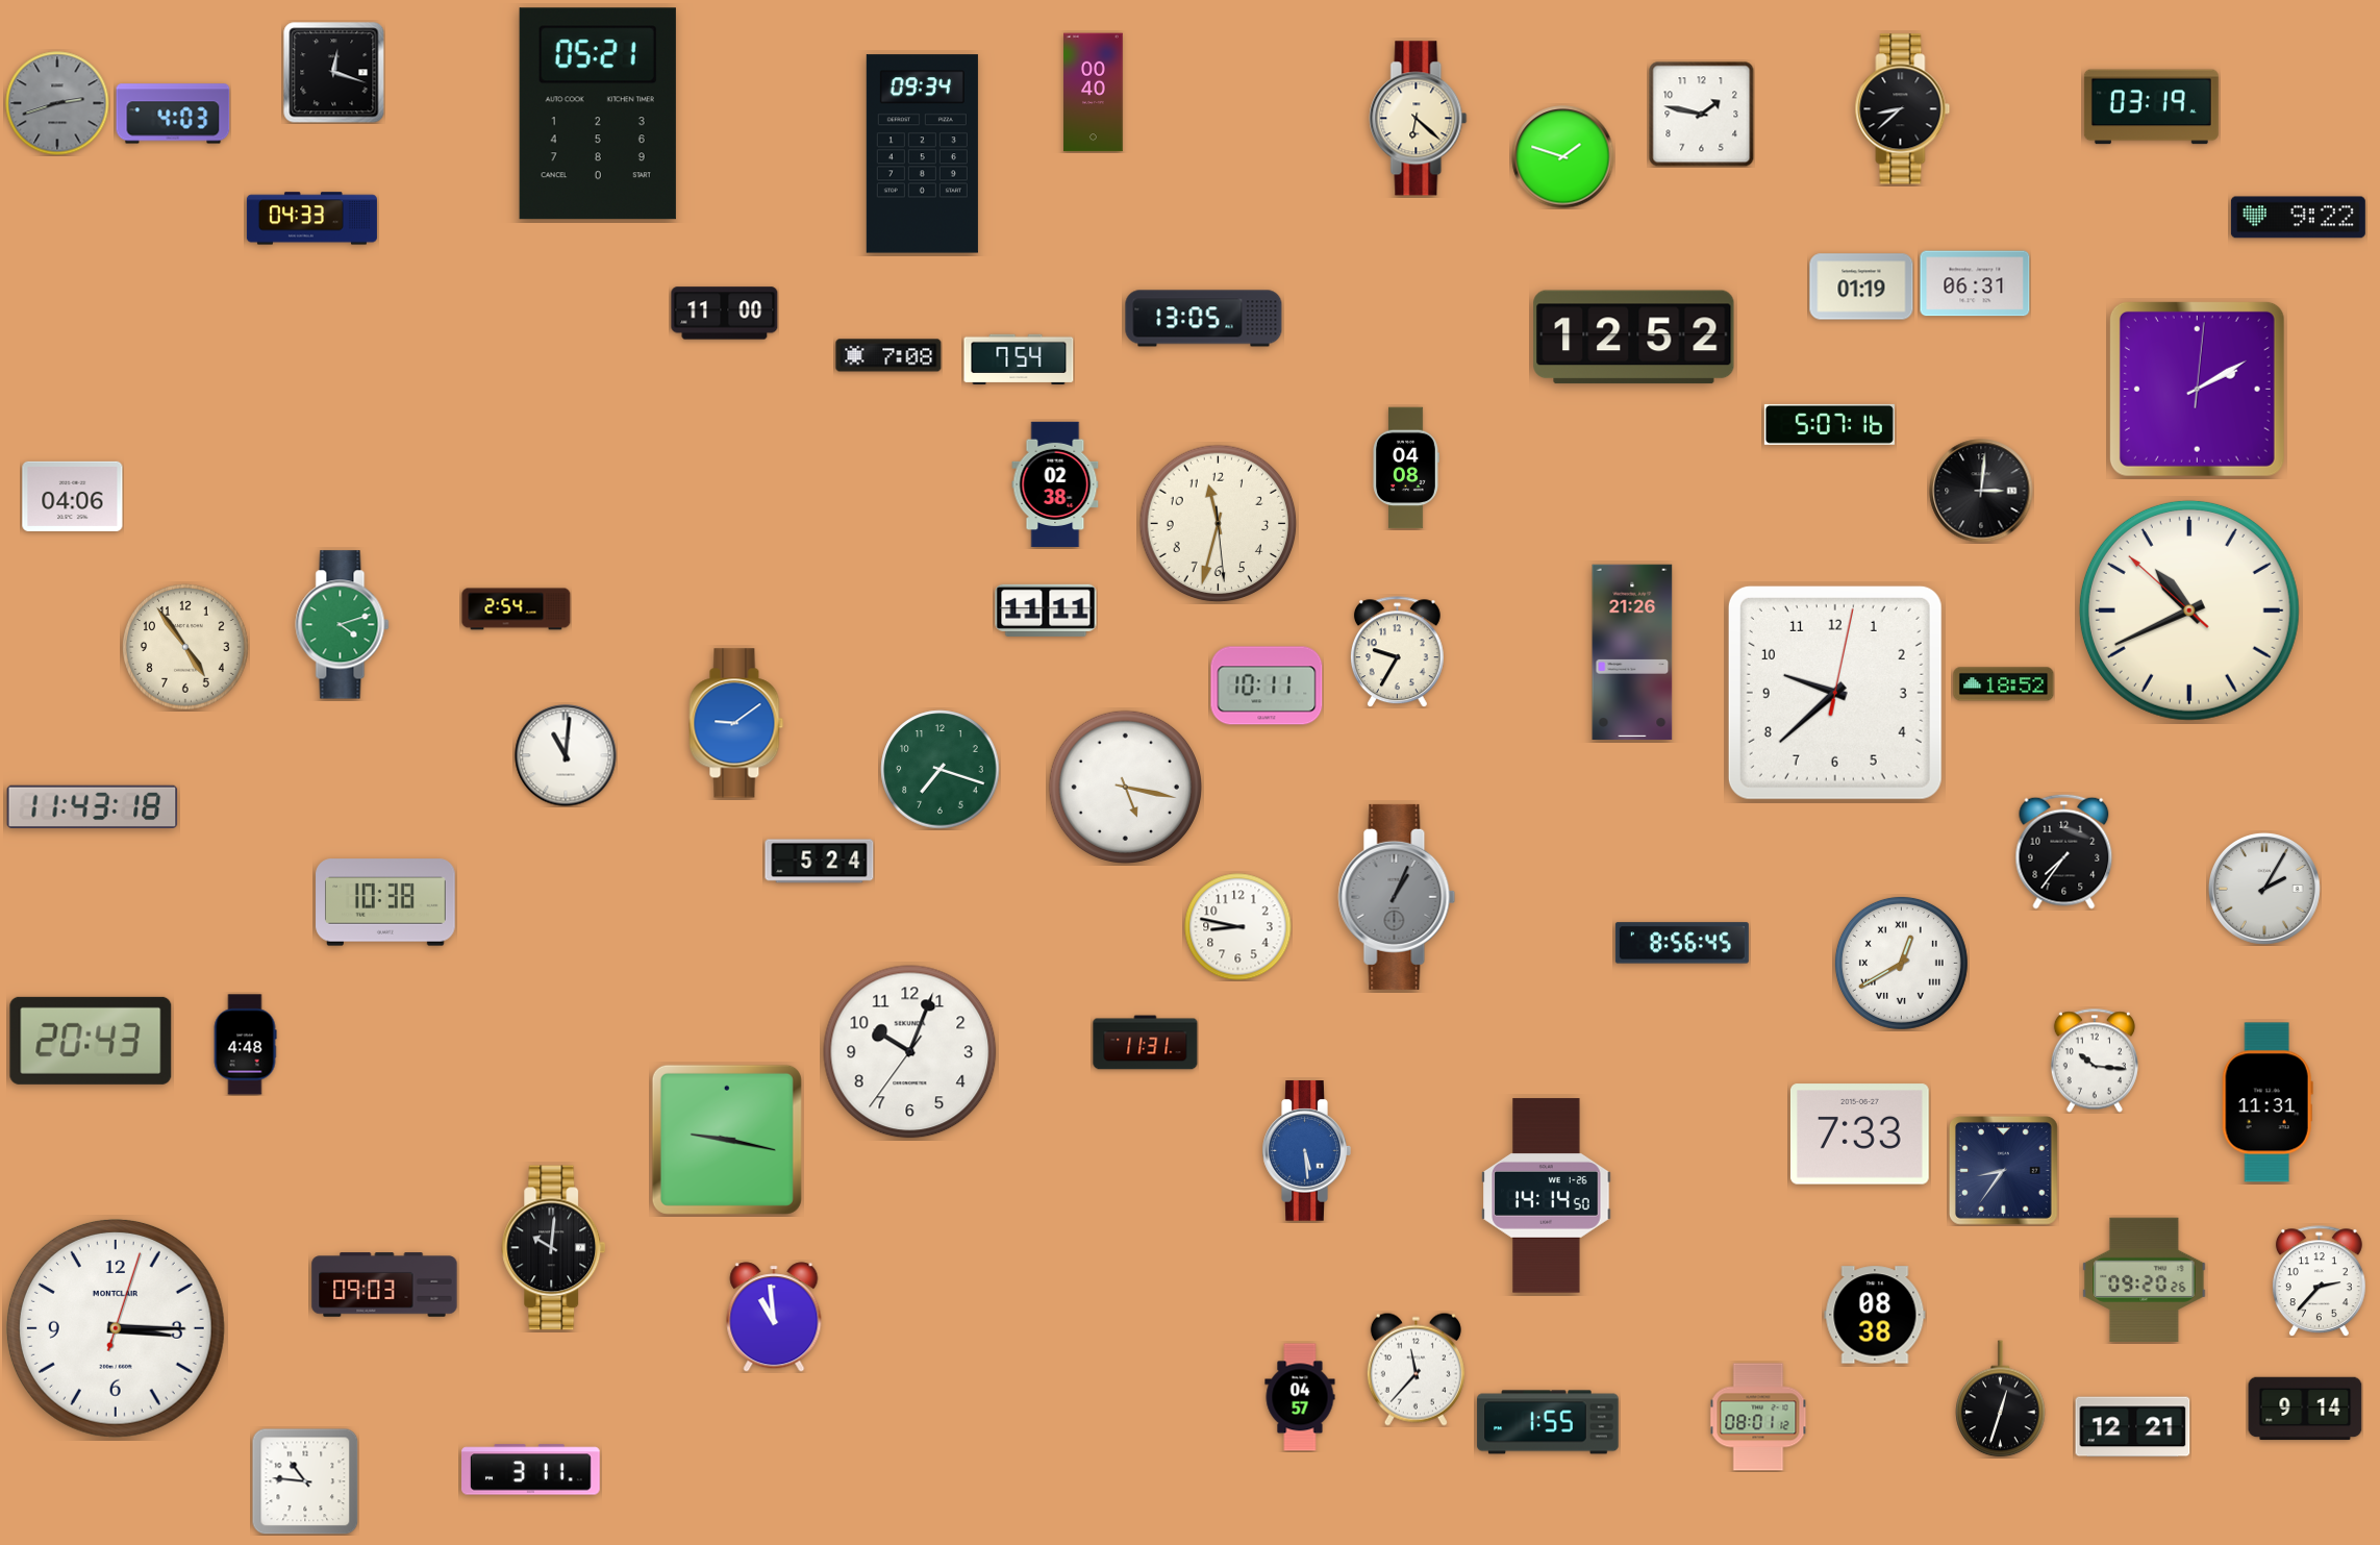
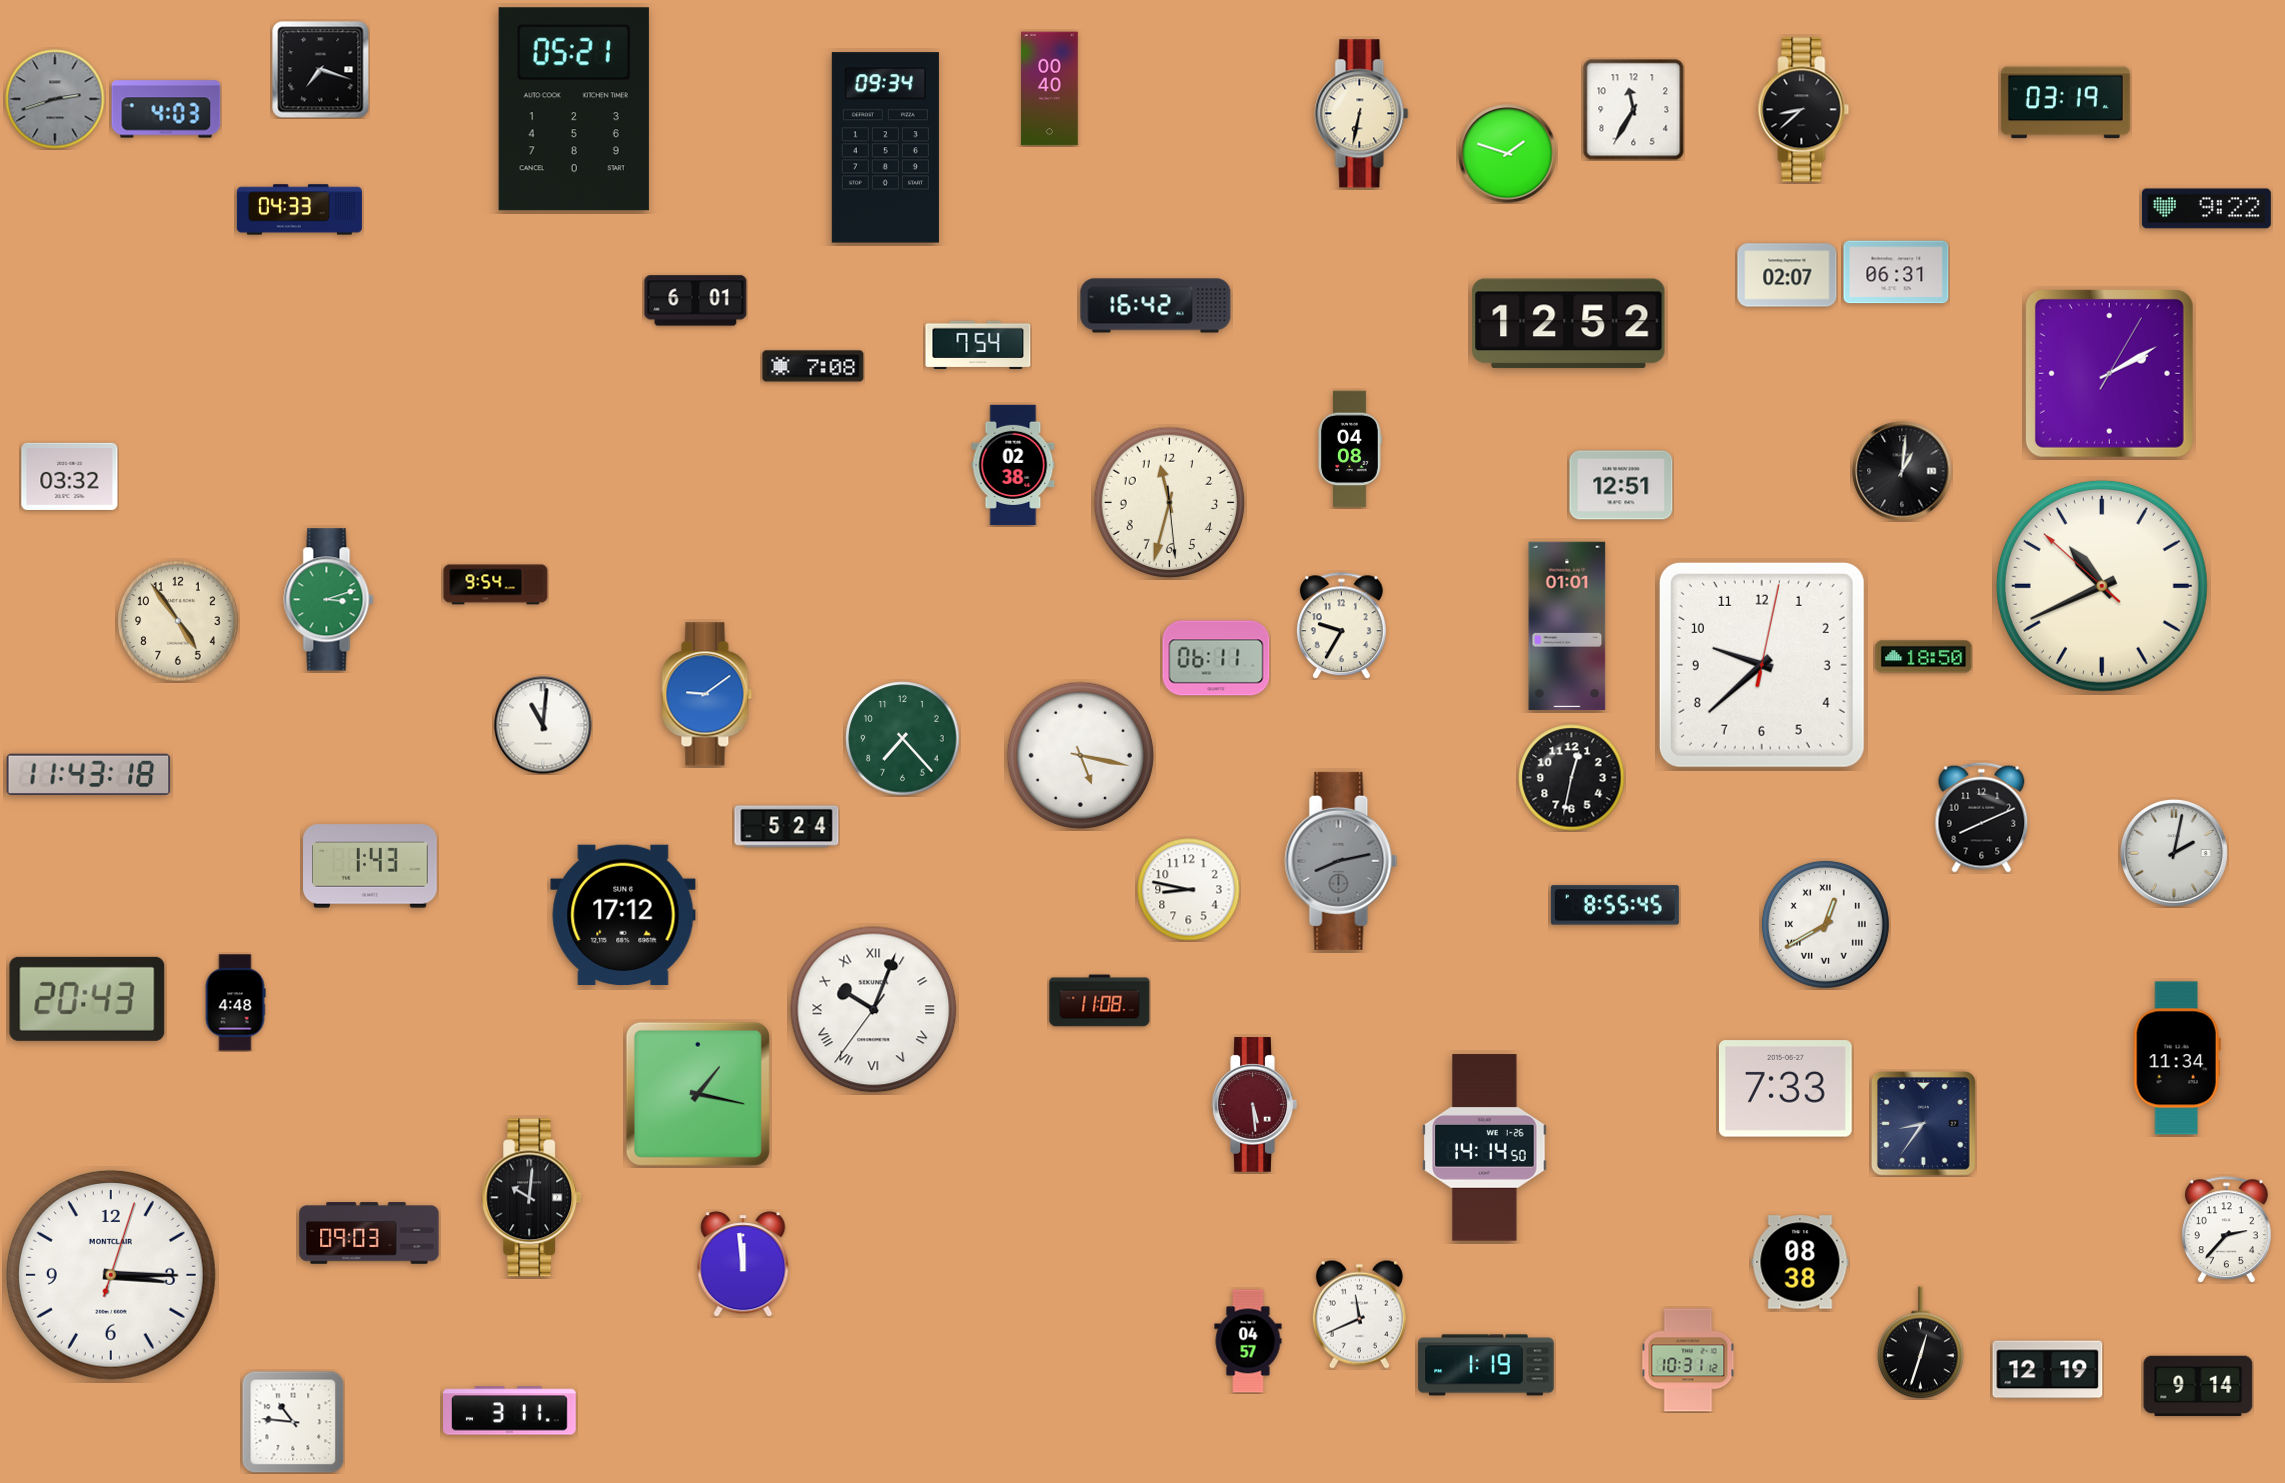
clock at (334, 73): 12:18 -> 7:18
clock at (1903, 109) position: (1903, 109) -> (1804, 110)
clock at (1702, 115): 1:47 -> 11:35
clock at (1419, 119): 6:22 -> 6:32
clock at (1563, 157) position: (1563, 157) -> (1508, 154)
clock at (1861, 286): 01:19 -> 02:07
clock at (725, 314): 11:00 -> 6:01
clock at (1204, 319): 13:05 -> 16:42
clock at (888, 355) position: (888, 355) -> (813, 366)
clock at (2197, 389): 2:10:01 -> 2:10:05
clock at (1829, 424): 5:07 -> none
clock at (1981, 491): 3:01 -> 1:01
clock at (73, 496): 04:06 -> 03:32
clock at (1621, 485): none -> 12:51
clock at (517, 609): 2:54 -> 9:54
clock at (1046, 610): 11:11 -> none
clock at (343, 625): 4:12 -> 3:12
clock at (1632, 652): 21:26 -> 01:01
clock at (2004, 684): 18:52 -> 18:50
clock at (1267, 686): 10:11 -> 06:11
clock at (941, 770): 7:18 -> 7:23
clock at (1572, 778): none -> 12:32
clock at (2064, 851): 7:36 -> 8:11
clock at (2264, 889): 2:05 -> 2:02
clock at (1397, 897): 1:04 -> 8:13
clock at (385, 902): 10:38 -> 1:43
clock at (1682, 943): 8:56 -> 8:55
clock at (623, 914): none -> 17:12
clock at (1146, 1043): 11:31 -> 11:08
clock at (910, 1052) numerals: Arabic -> Roman
clock at (2095, 1061): 10:16 -> none
clock at (2268, 1102): 11:31 -> 11:34
clock at (727, 1140): 9:17 -> 1:17
clock at (1306, 1151) dial: blue -> burgundy
clock at (2145, 1279): 09:20 -> none
clock at (774, 1317): 10:59 -> 11:59
clock at (1416, 1369): 11:37 -> 11:41
clock at (2305, 1409) position: (2305, 1409) -> (2198, 1386)
clock at (1758, 1417): 08:01 -> 10:31
clock at (1548, 1422): 1:55 -> 1:19
clock at (2133, 1427): 12:21 -> 12:19
